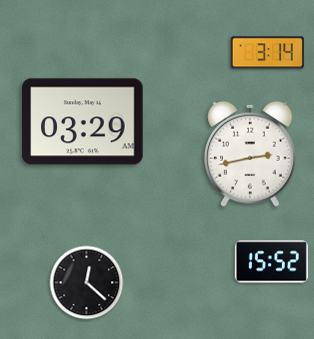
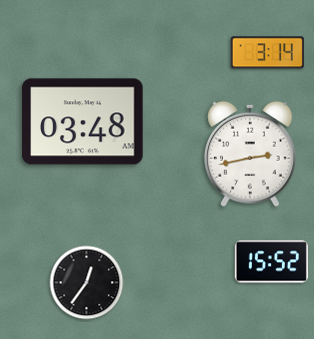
clock at (83, 122): 03:29 -> 03:48
clock at (87, 283): 12:22 -> 12:36
